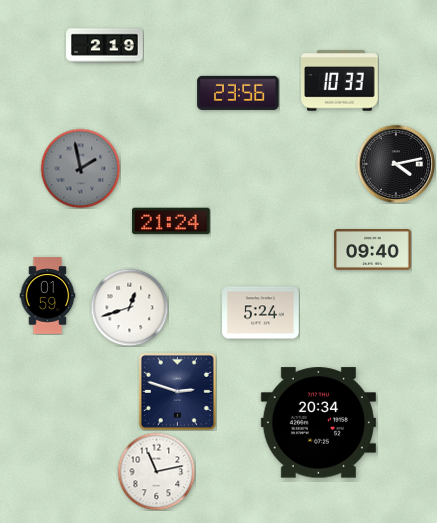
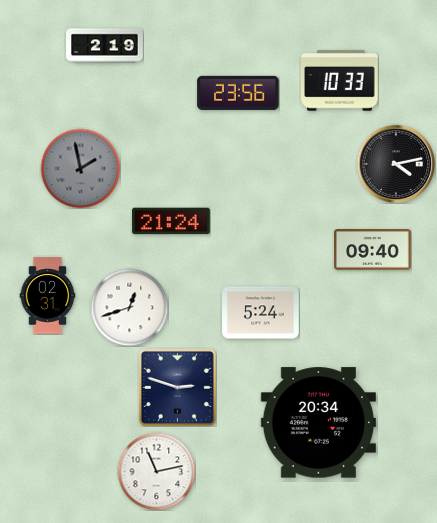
clock at (48, 296): 01:59 -> 02:31
clock at (177, 391) position: (177, 391) -> (177, 387)
